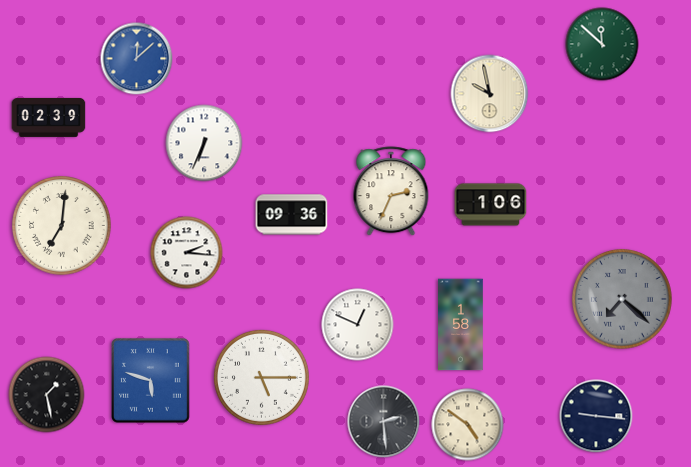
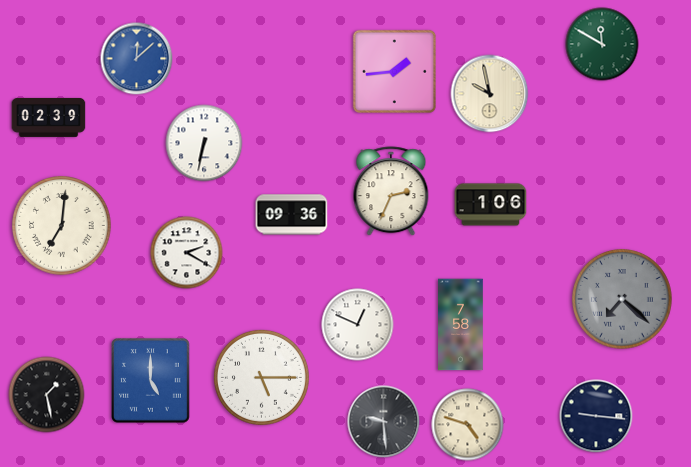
clock at (602, 44): 11:52 -> 11:50
clock at (394, 71): none -> 1:44
clock at (204, 143): 6:34 -> 6:32
clock at (187, 253): 2:16 -> 2:20
clock at (461, 325): 1:58 -> 7:58
clock at (151, 381): 5:48 -> 5:00
clock at (384, 422): 2:29 -> 9:29
clock at (468, 425): 4:51 -> 4:48
